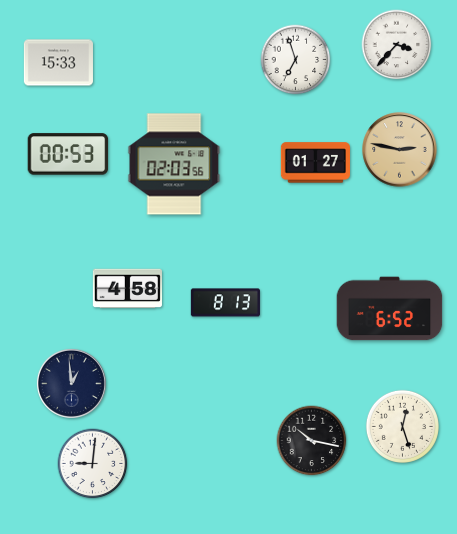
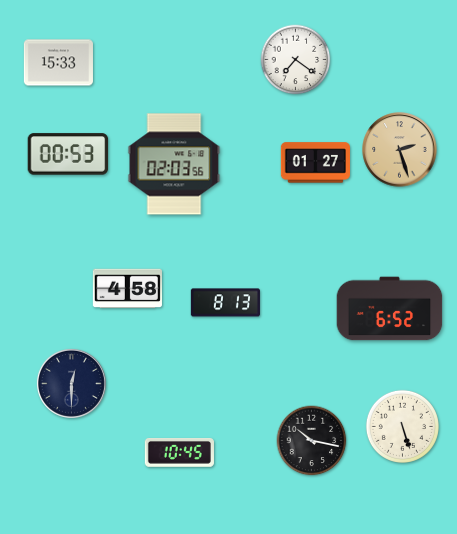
clock at (397, 45): 3:37 -> none
clock at (296, 60): 6:57 -> 7:21
clock at (400, 150): 2:47 -> 2:27
clock at (71, 383): 12:59 -> 12:30
clock at (402, 426): 12:27 -> 5:27
clock at (179, 453): none -> 10:45
clock at (93, 464): 9:01 -> none
